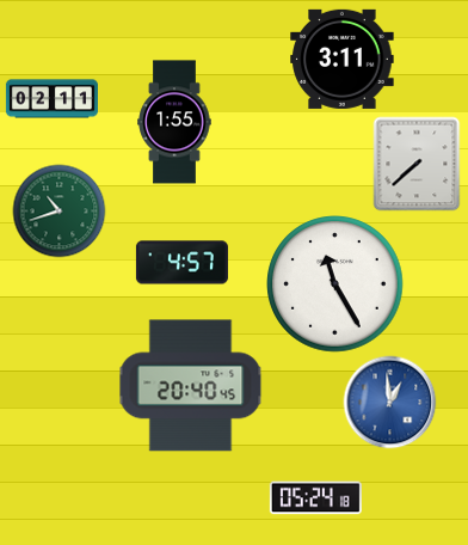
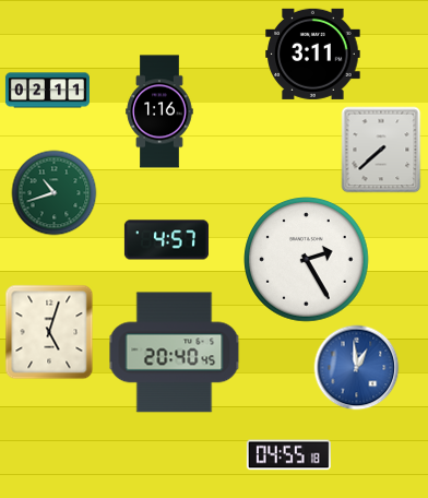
clock at (174, 122): 1:55 -> 1:16
clock at (335, 284): 11:25 -> 2:25
clock at (49, 332): none -> 5:03
clock at (315, 498): 05:24 -> 04:55
